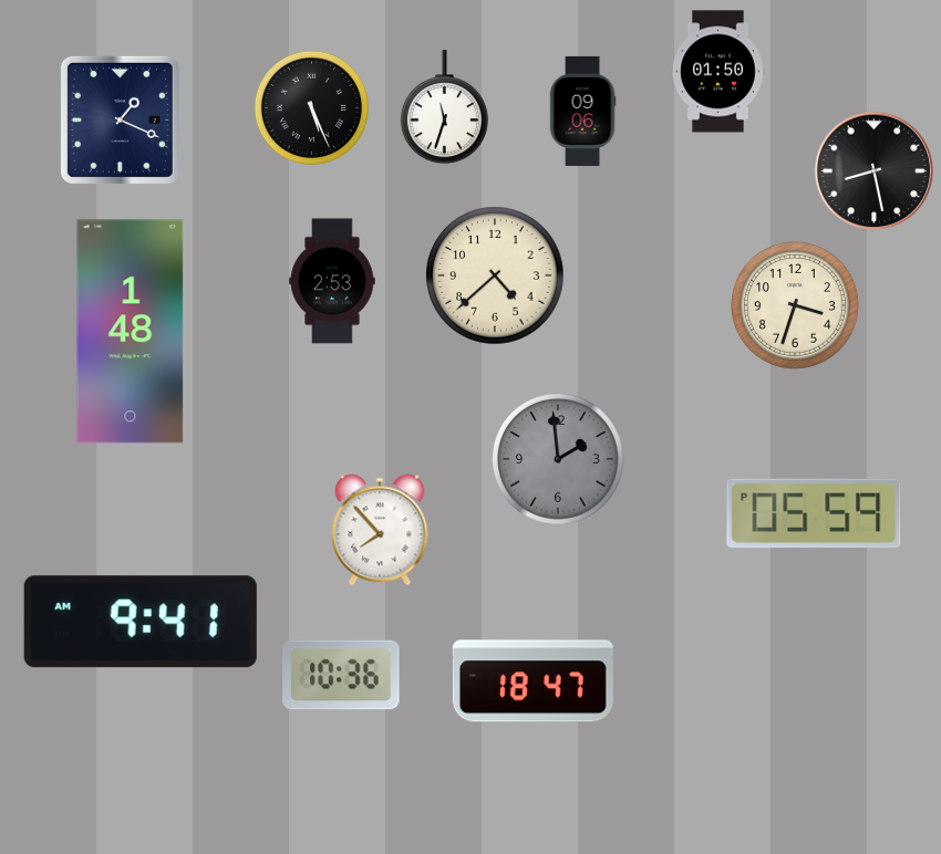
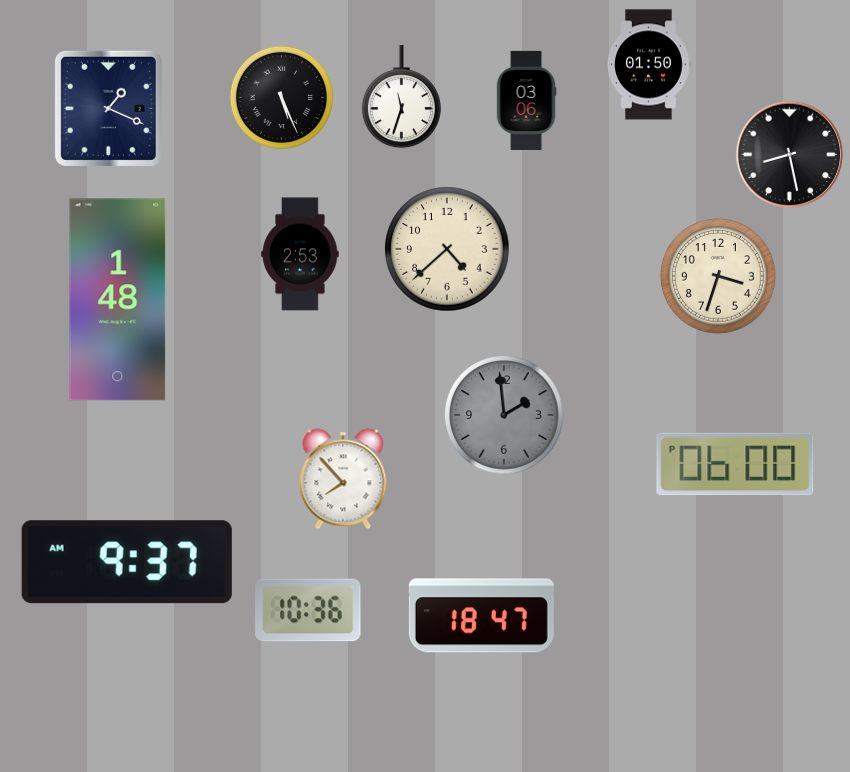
clock at (582, 111): 09:06 -> 03:06
clock at (814, 513): 05:59 -> 06:00
clock at (141, 622): 9:41 -> 9:37
